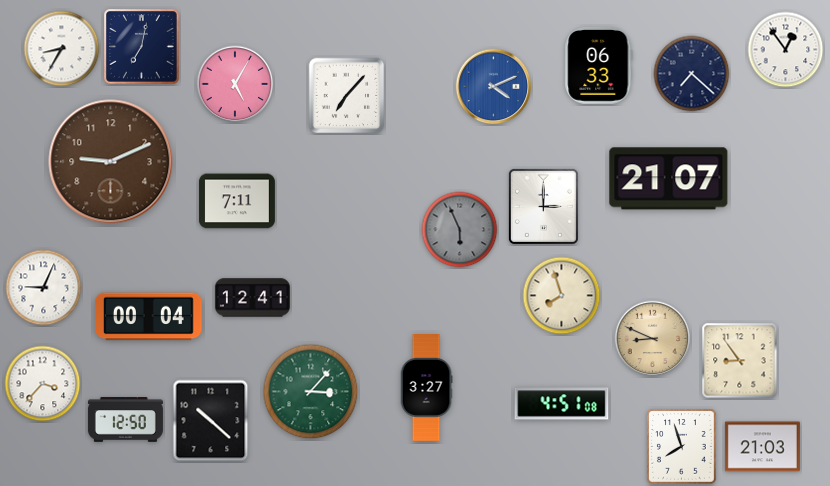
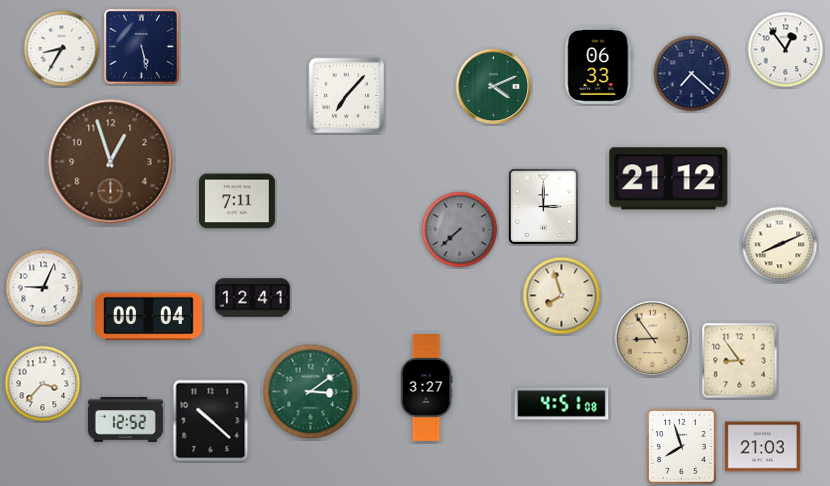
clock at (142, 47): 7:02 -> 5:28
clock at (235, 84): 5:05 -> none
clock at (494, 87) dial: blue -> green
clock at (111, 162): 9:11 -> 12:57
clock at (669, 179): 21:07 -> 21:12
clock at (460, 230): 5:56 -> 7:38
clock at (780, 245): none -> 8:11
clock at (653, 339): 8:49 -> 8:54
clock at (311, 392): 3:07 -> 3:09
clock at (125, 420): 12:50 -> 12:52
